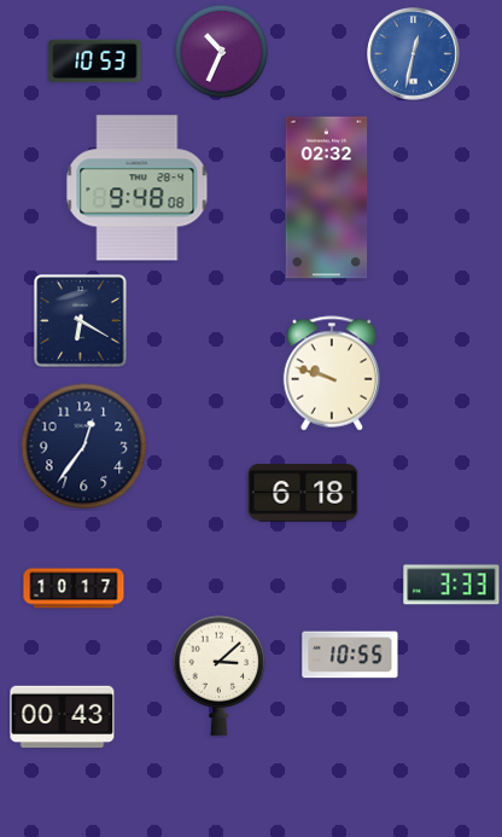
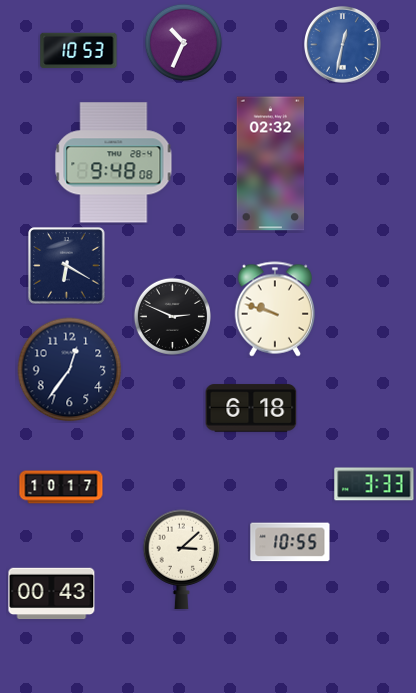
clock at (138, 188) position: (138, 188) -> (114, 163)
clock at (172, 316): none -> 2:49
